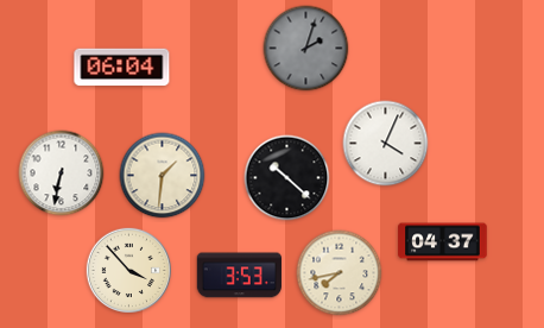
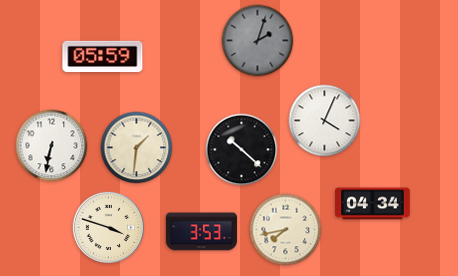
clock at (122, 68): 06:04 -> 05:59
clock at (443, 242): 04:37 -> 04:34
clock at (129, 271): 3:53 -> 3:48
